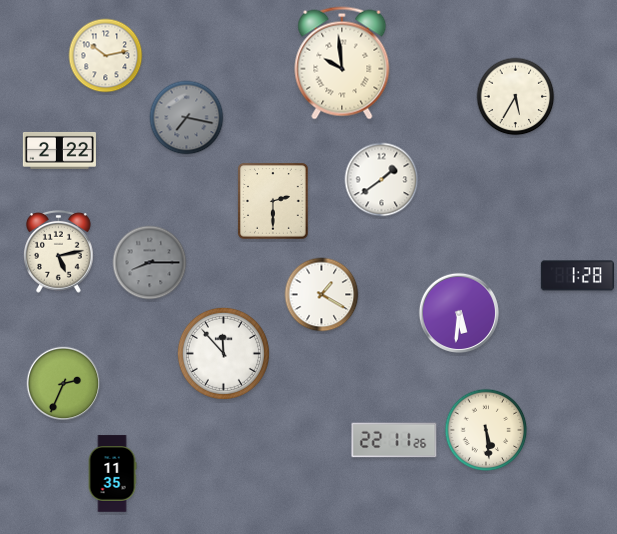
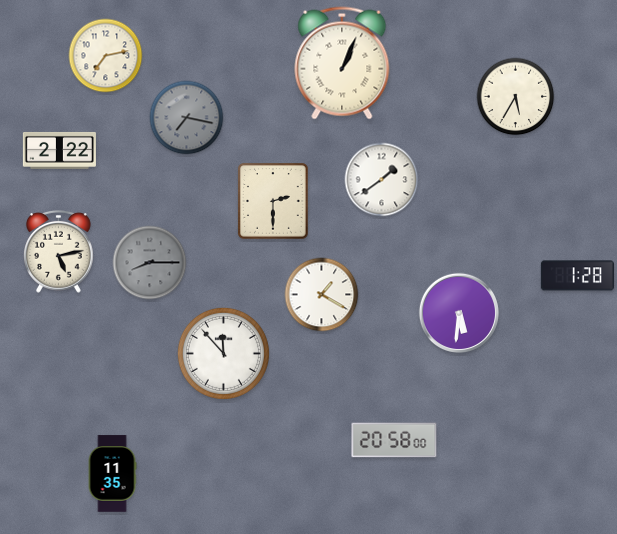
clock at (106, 56): 10:13 -> 7:13
clock at (342, 63): 9:59 -> 1:04
clock at (64, 384): 2:34 -> none
clock at (486, 430): 5:29 -> none
clock at (394, 440): 22:11 -> 20:58
